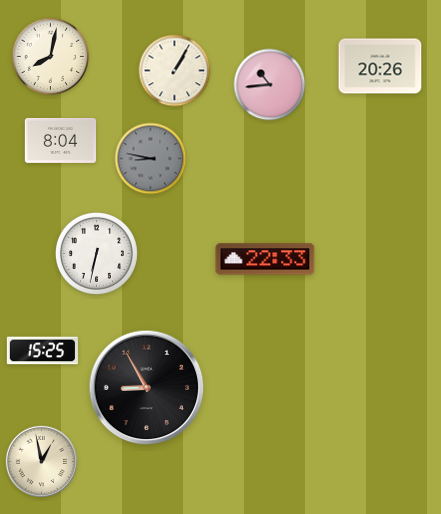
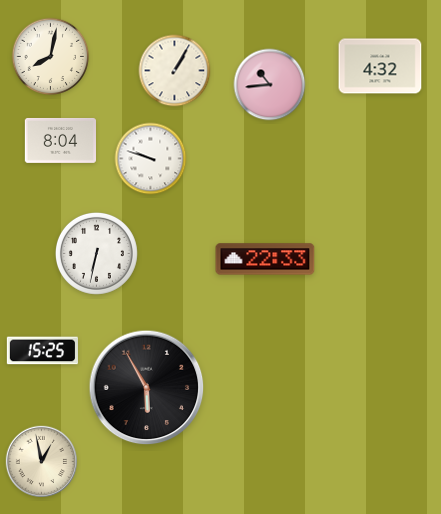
clock at (380, 66): 20:26 -> 4:32
clock at (151, 159): 8:47 -> 9:48
clock at (151, 159) dial: grey -> white
clock at (147, 388): 8:55 -> 5:55
